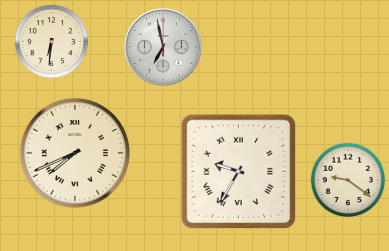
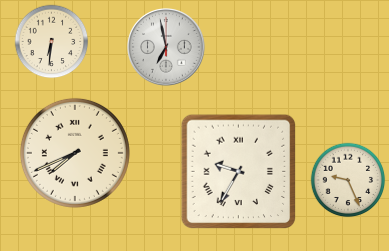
clock at (163, 47) position: (163, 47) -> (166, 47)
clock at (348, 180): 9:21 -> 9:26
